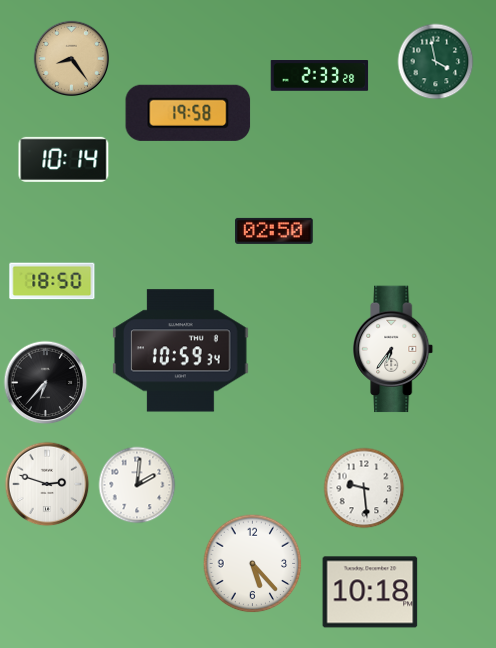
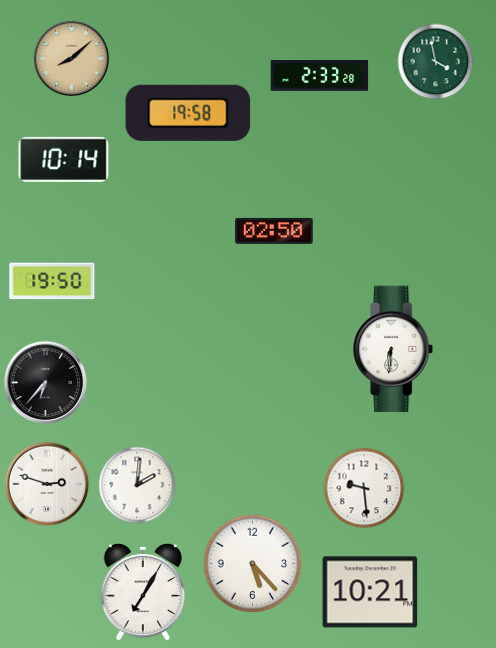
clock at (72, 59): 8:24 -> 8:08
clock at (52, 281): 18:50 -> 19:50
clock at (394, 349): 6:36 -> 6:31
clock at (181, 351): 10:59 -> none
clock at (143, 592): none -> 7:05
clock at (370, 592): 10:18 -> 10:21
